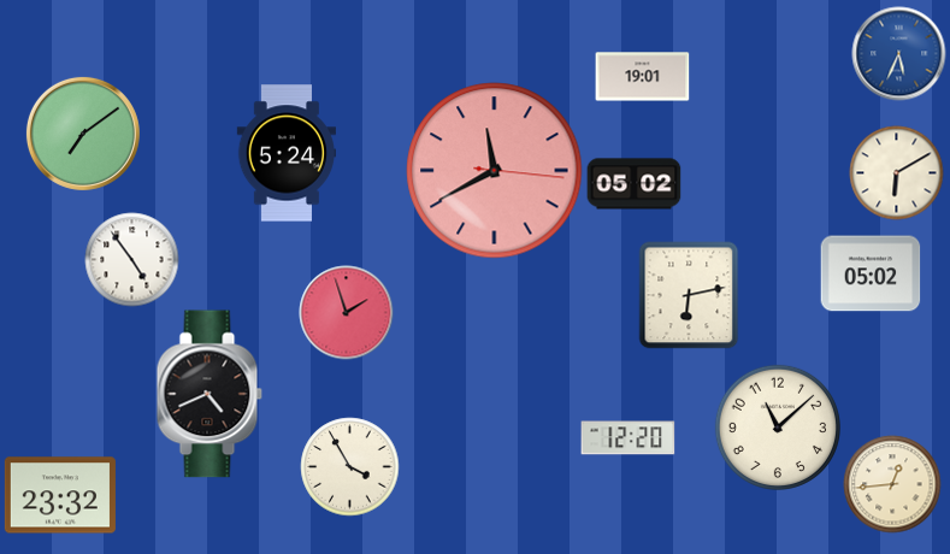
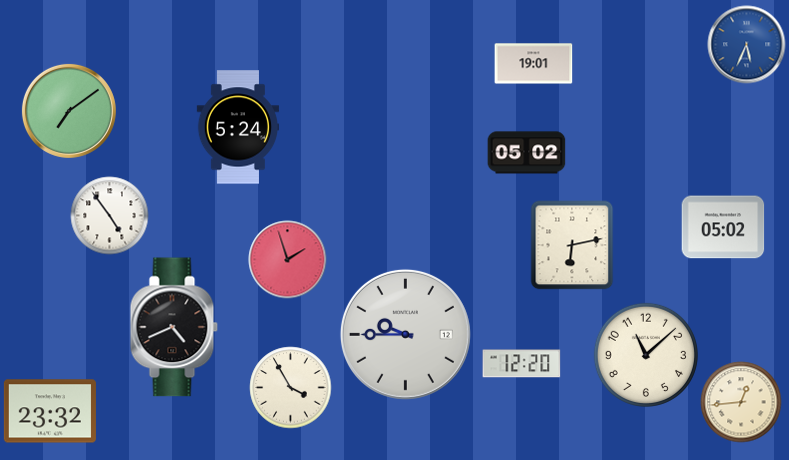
clock at (495, 171): 11:40 -> none
clock at (896, 172): 6:10 -> none
clock at (405, 334): none -> 9:45
